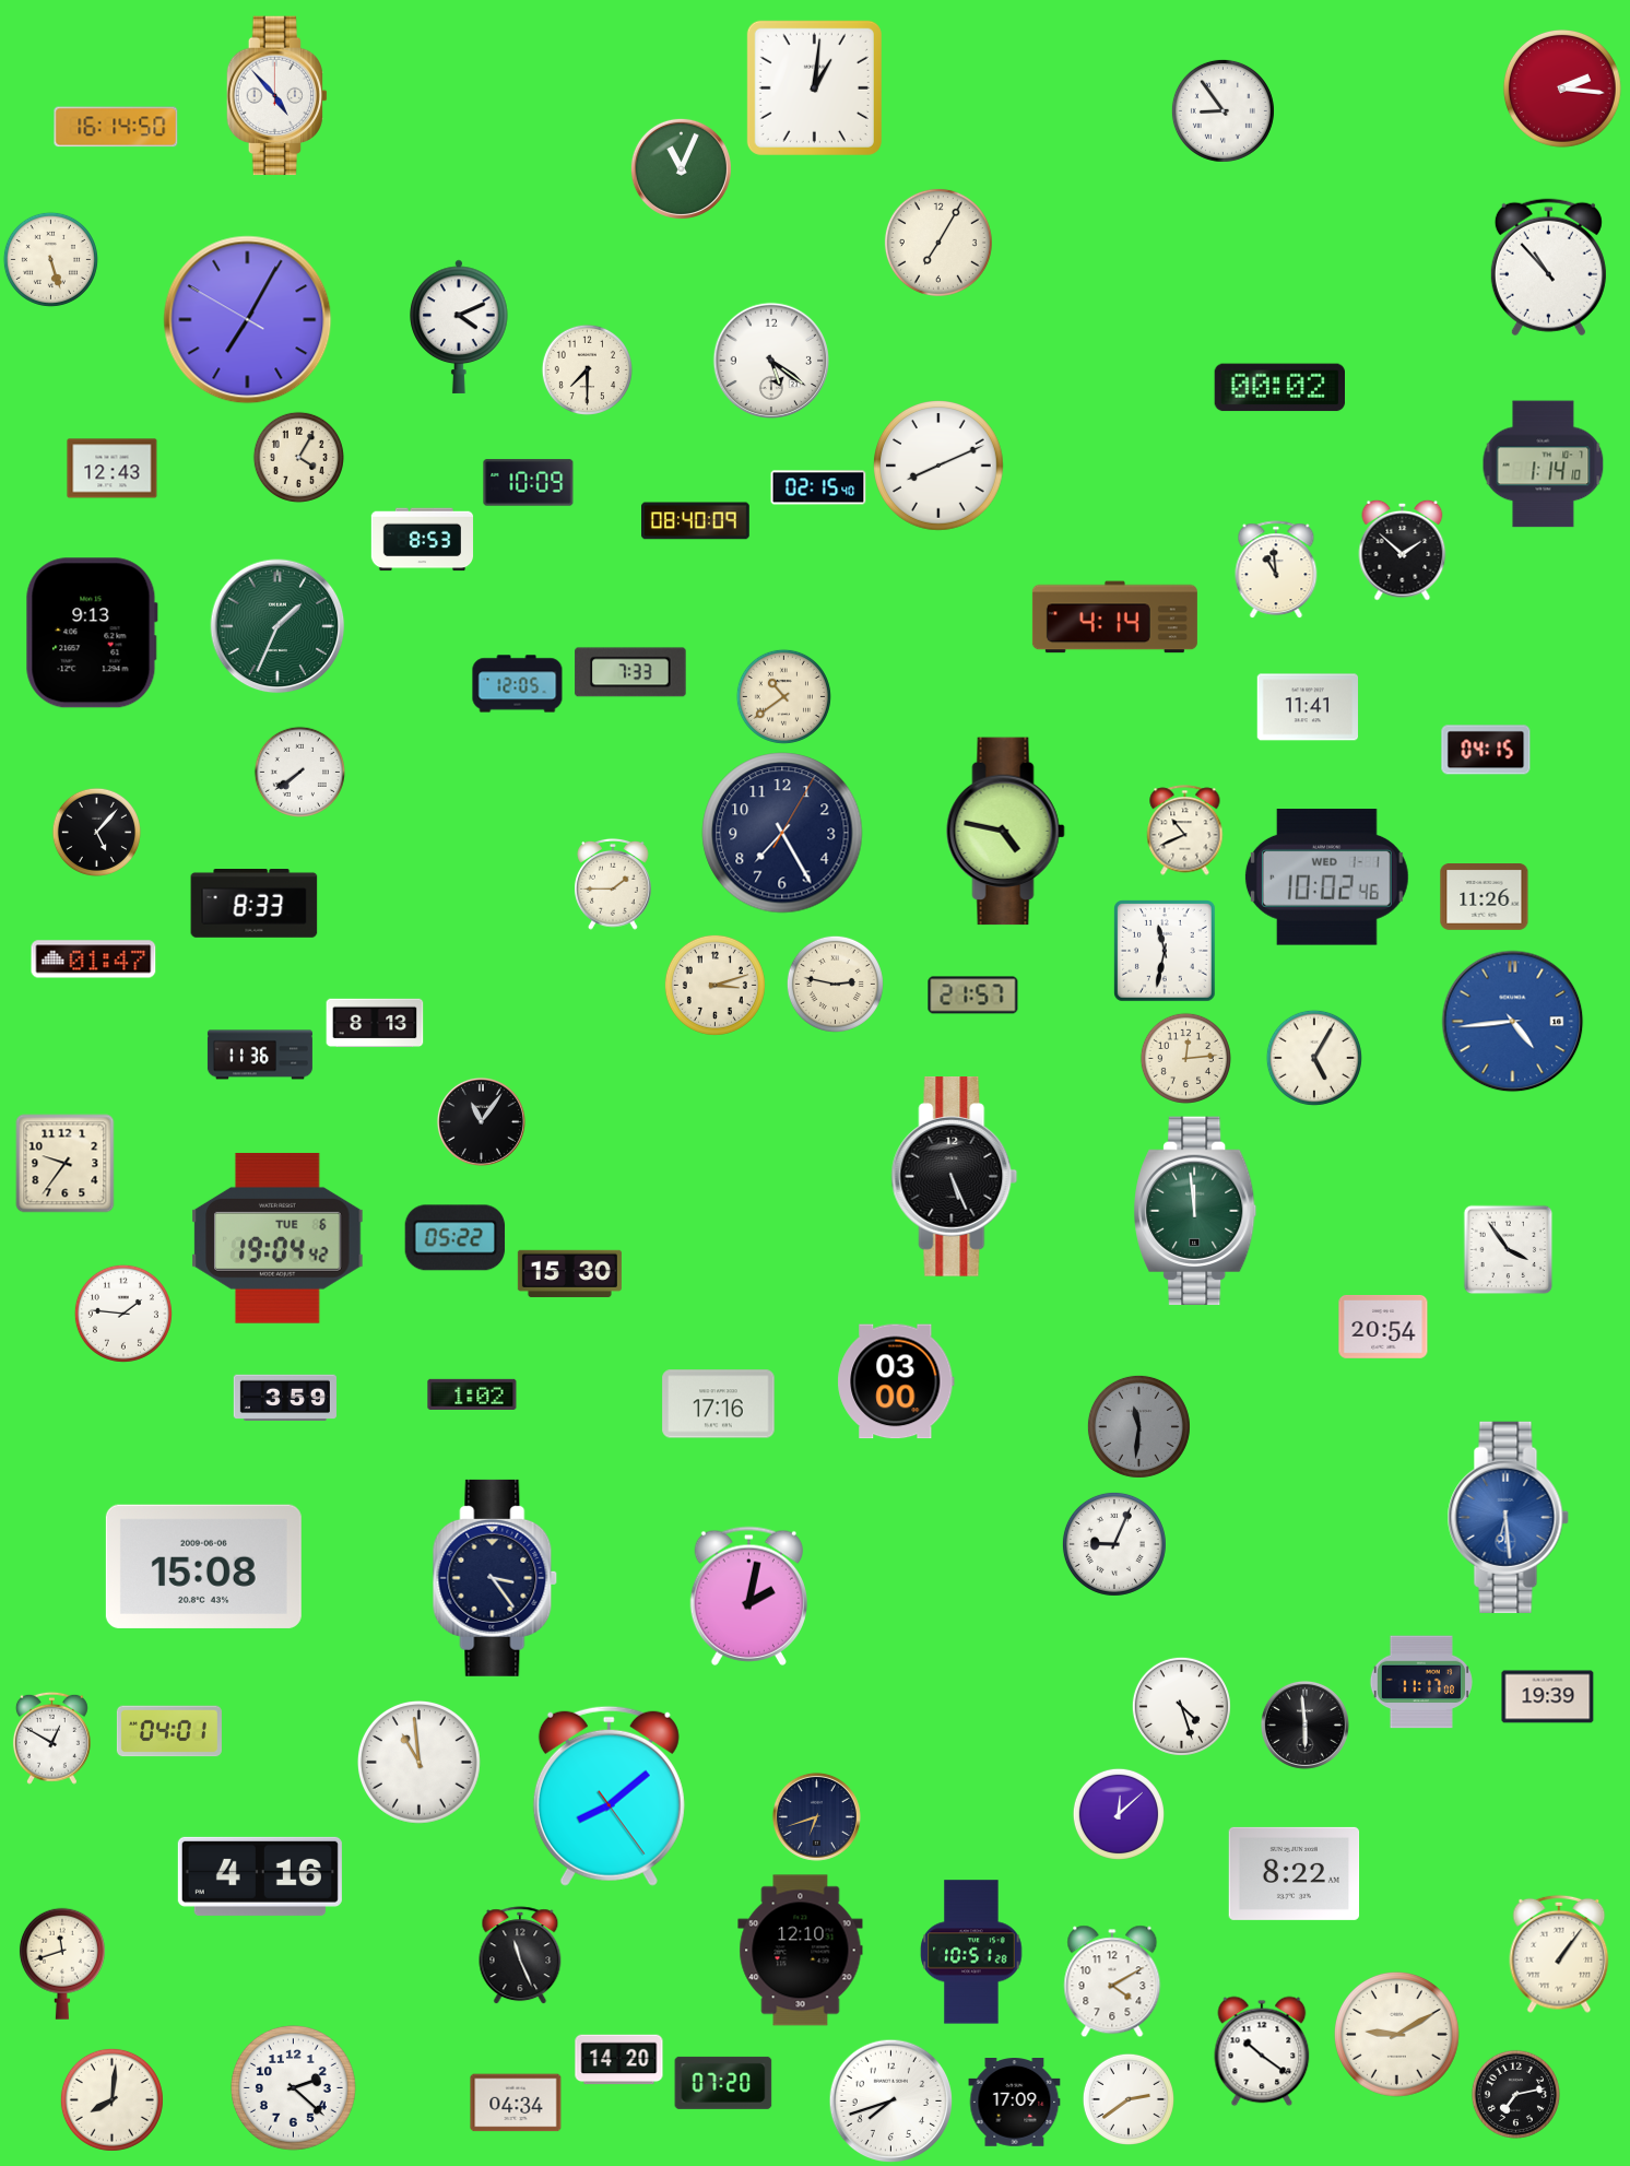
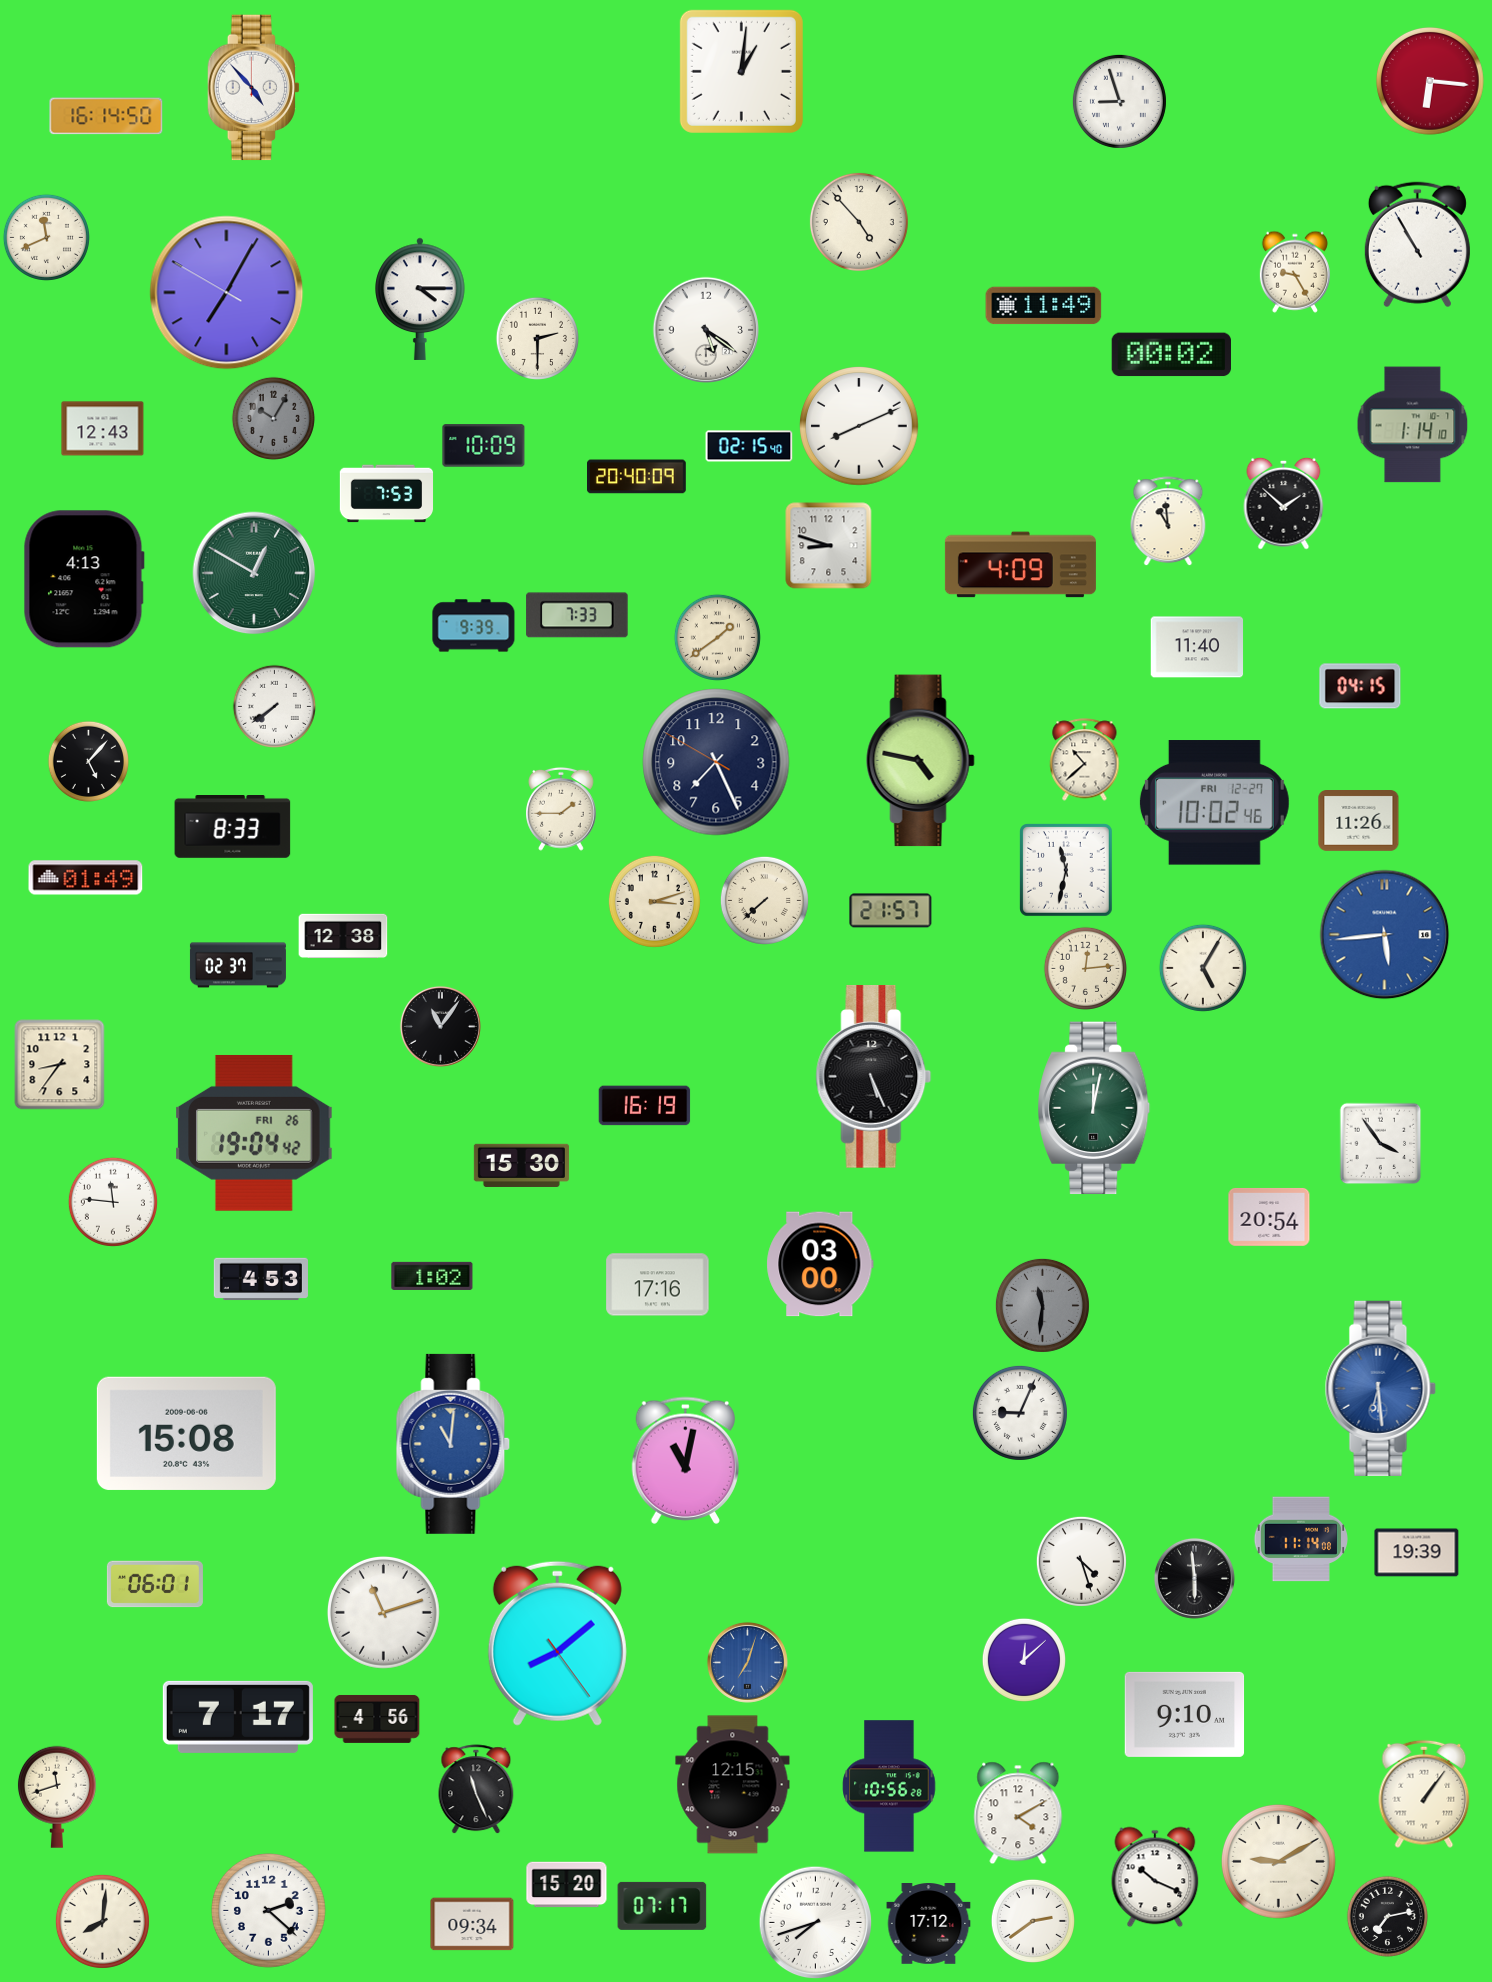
clock at (814, 87) position: (814, 87) -> (741, 71)
clock at (1562, 89): 2:16 -> 6:16
clock at (1222, 110): 8:54 -> 8:57
clock at (681, 168): 11:04 -> none
clock at (938, 243): 7:05 -> 4:53
clock at (50, 259): 5:27 -> 11:41
clock at (1548, 268): 10:53 -> 10:55
clock at (1295, 272): none -> 9:25
clock at (459, 327): 4:11 -> 4:15
clock at (1044, 306): none -> 11:49
clock at (587, 369): 7:30 -> 2:30
clock at (298, 457): 4:05 -> 10:05
clock at (298, 457) dial: cream -> grey
clock at (529, 483) position: (529, 483) -> (484, 446)
clock at (696, 521): 08:40 -> 20:40
clock at (423, 540): 8:53 -> 7:53
clock at (829, 546): none -> 8:48
clock at (1114, 617): 4:14 -> 4:09
clock at (277, 626): 1:34 -> 12:50
clock at (92, 633): 9:13 -> 4:13
clock at (518, 684): 12:05 -> 9:39
clock at (783, 696): 10:39 -> 1:39
clock at (1308, 707): 11:41 -> 11:40
clock at (1185, 831): 10:41 -> 10:38
clock at (782, 833): 7:25:05 -> 7:25:50
clock at (1326, 878) date: WED 1-1 -> FRI 12-27
clock at (94, 960): 01:47 -> 01:49
clock at (835, 984): 2:47 -> 7:38
clock at (1513, 1022): 4:44 -> 5:44
clock at (375, 1023): 8:13 -> 12:38
clock at (260, 1055): 11:36 -> 02:37
clock at (66, 1164): 9:36 -> 8:36
clock at (645, 1106): none -> 16:19
clock at (1195, 1211): 11:59 -> 12:02
clock at (277, 1238) date: TUE 6 -> FRI 26
clock at (456, 1238): 05:22 -> none
clock at (123, 1314): 1:46 -> 11:46
clock at (1383, 1327) position: (1383, 1327) -> (1269, 1217)
clock at (285, 1398): 3:59 -> 4:53
clock at (495, 1578): 3:24 -> 11:01
clock at (495, 1578) dial: navy -> blue
clock at (748, 1596): 2:02 -> 11:02
clock at (1420, 1682): 11:17 -> 11:14
clock at (169, 1731): 04:01 -> 06:01
clock at (51, 1738): 12:50 -> none
clock at (418, 1762): 10:59 -> 11:12
clock at (816, 1816): 6:42 -> 7:03
clock at (816, 1816) dial: navy -> blue
clock at (1295, 1873): 8:22 -> 9:10
clock at (260, 1876): 4:16 -> 7:17
clock at (377, 1719): none -> 4:56
clock at (801, 1951): 12:10 -> 12:15
clock at (971, 1952): 10:51 -> 10:56
clock at (1559, 1954) position: (1559, 1954) -> (1424, 1794)
clock at (1262, 2051): 10:21 -> 10:19
clock at (619, 2060): 14:20 -> 15:20
clock at (723, 2083): 07:20 -> 07:17
clock at (516, 2103): 04:34 -> 09:34
clock at (1015, 2103): 17:09 -> 17:12
